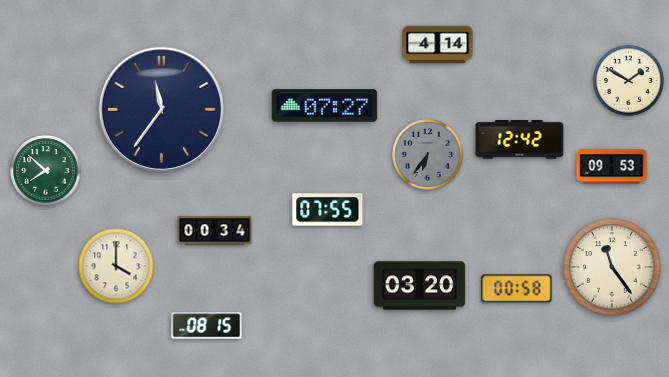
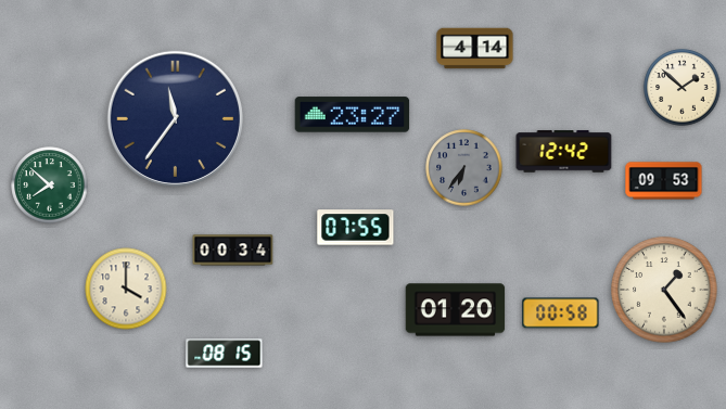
clock at (629, 81): 1:50 -> 1:52
clock at (325, 106): 07:27 -> 23:27
clock at (612, 267): 11:24 -> 1:24
clock at (420, 286): 03:20 -> 01:20
